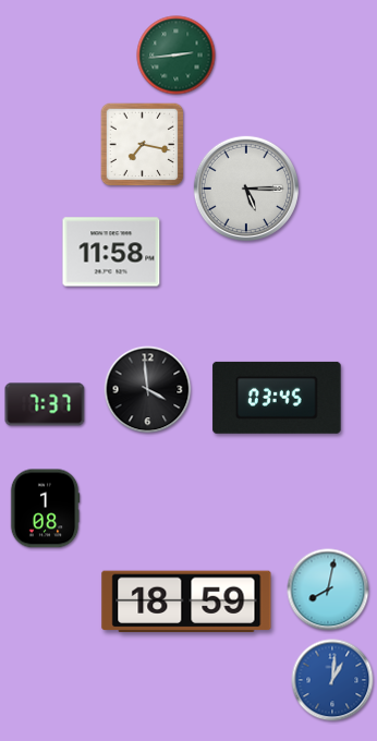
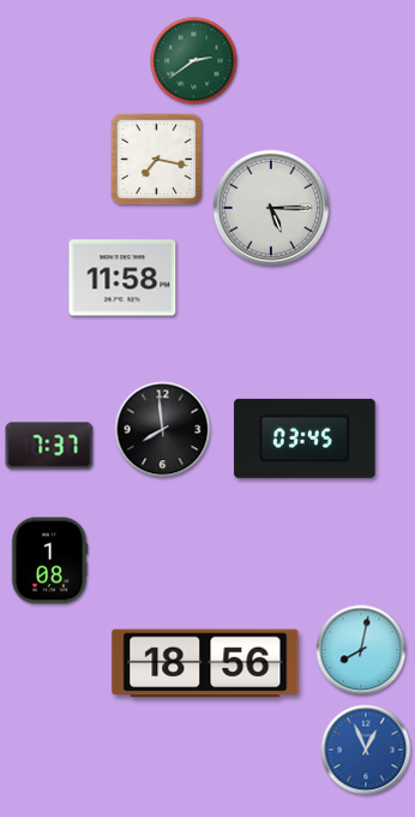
clock at (177, 56): 2:44 -> 2:39
clock at (148, 390): 3:59 -> 7:59
clock at (186, 602): 18:59 -> 18:56
clock at (332, 680): 1:01 -> 12:56
